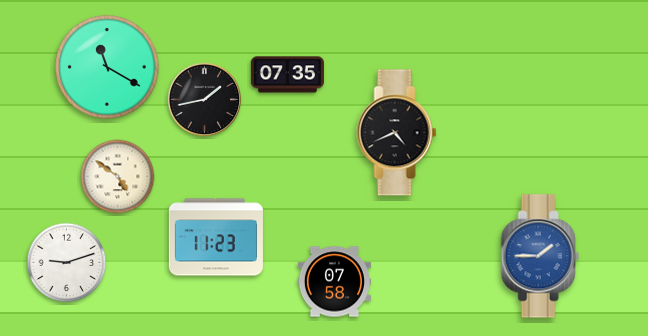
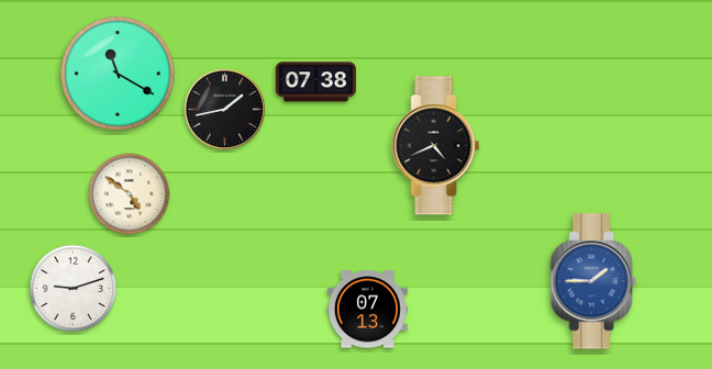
clock at (287, 75): 07:35 -> 07:38
clock at (216, 237): 11:23 -> none
clock at (334, 282): 07:58 -> 07:13
